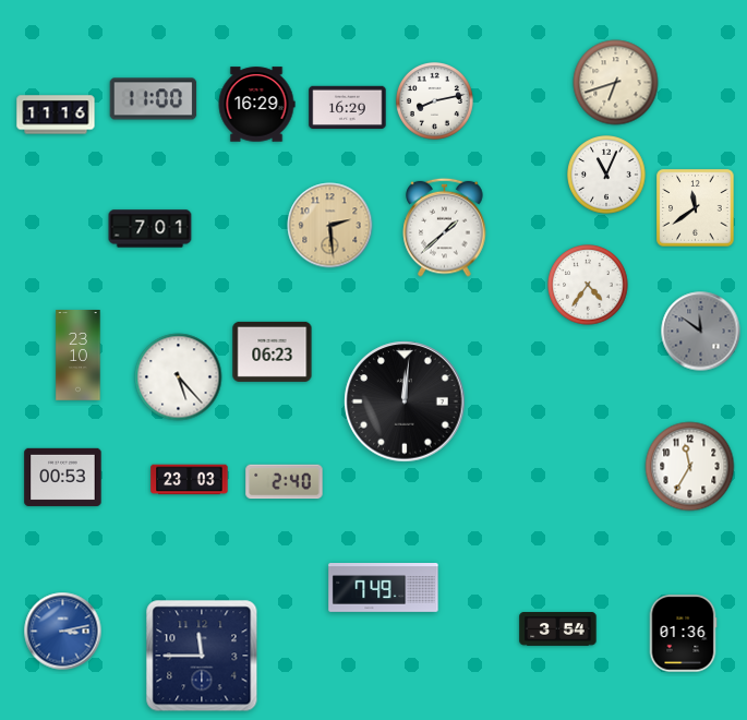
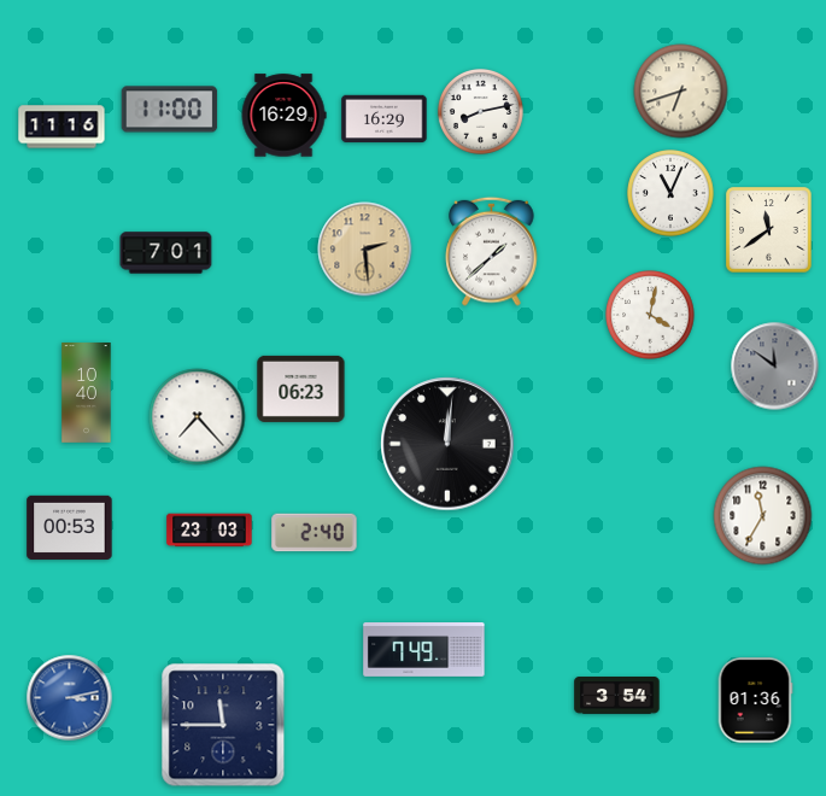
clock at (588, 285): 4:36 -> 4:02
clock at (79, 356): 23:10 -> 10:40
clock at (179, 377): 5:23 -> 7:23
